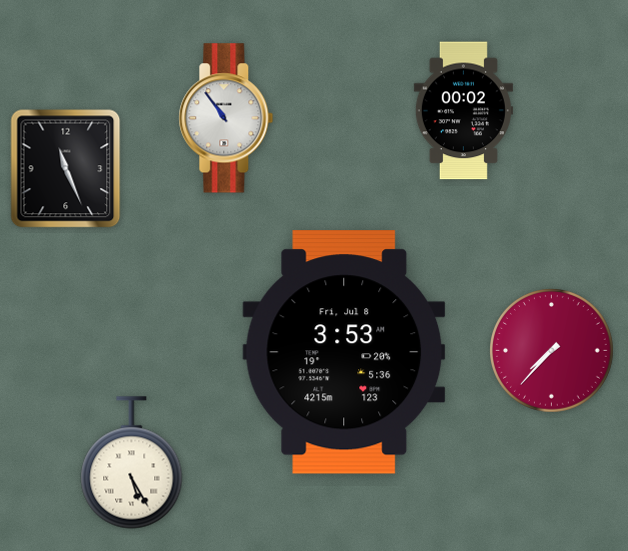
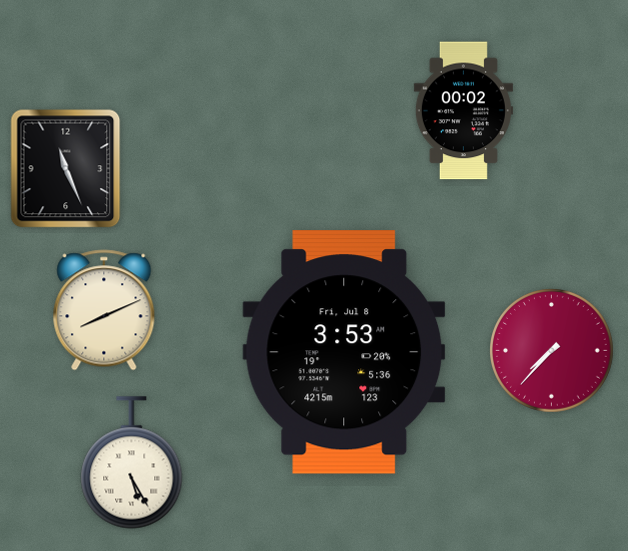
clock at (226, 118): 10:54 -> none
clock at (104, 310): none -> 8:11
